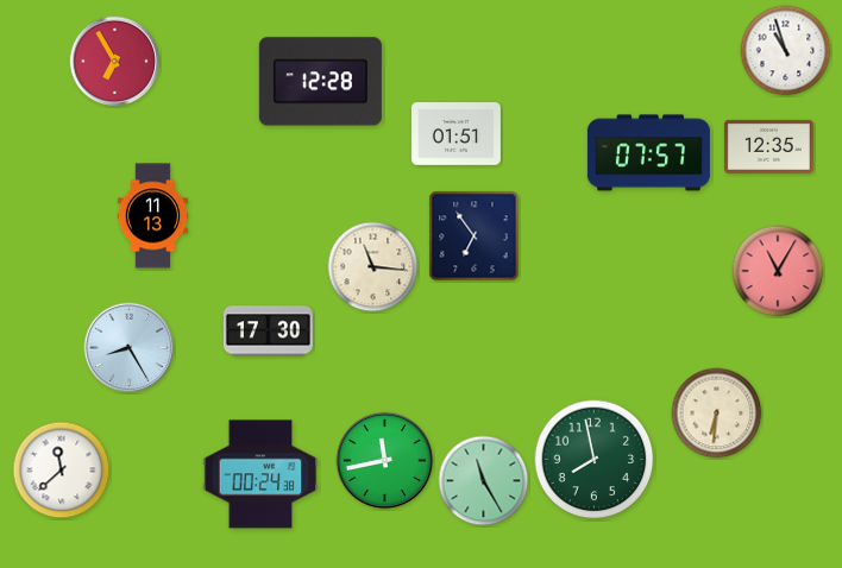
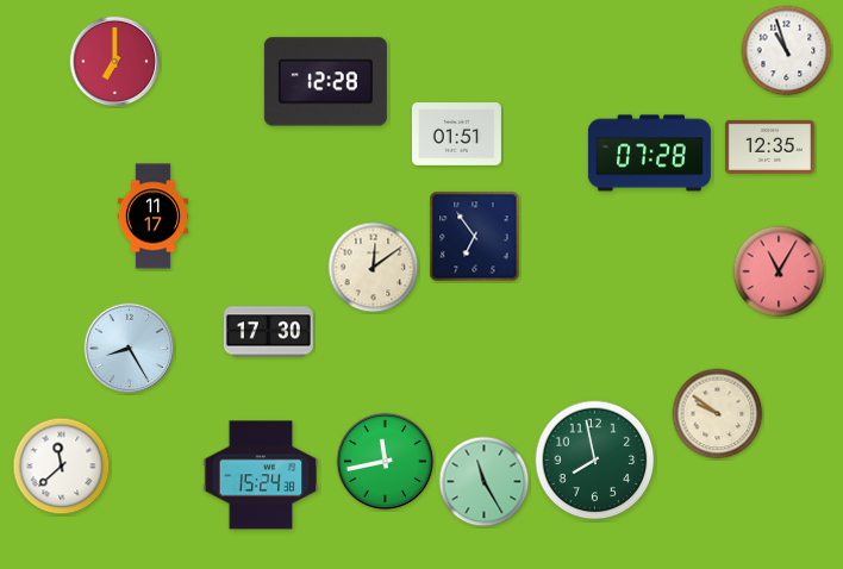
clock at (115, 62): 6:55 -> 7:00
clock at (320, 82) position: (320, 82) -> (325, 82)
clock at (648, 153): 07:57 -> 07:28
clock at (153, 216): 11:13 -> 11:17
clock at (373, 267): 11:16 -> 12:09
clock at (717, 414): 6:31 -> 9:51
clock at (62, 471) position: (62, 471) -> (62, 467)
clock at (260, 474): 00:24 -> 15:24
